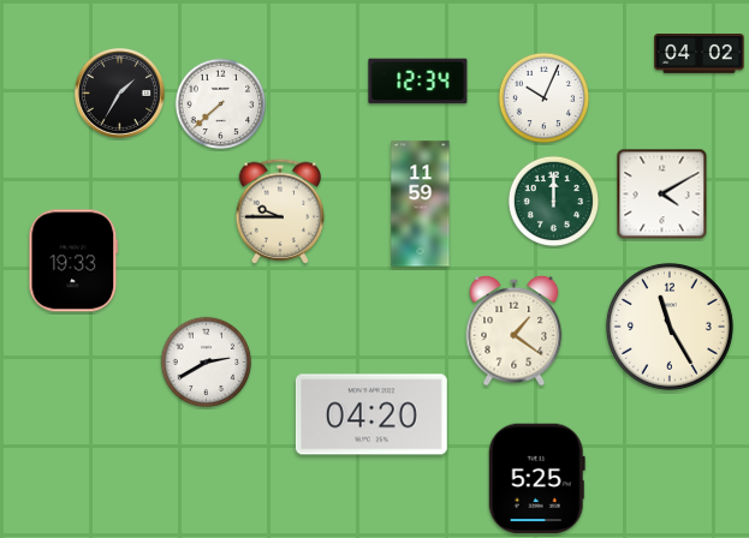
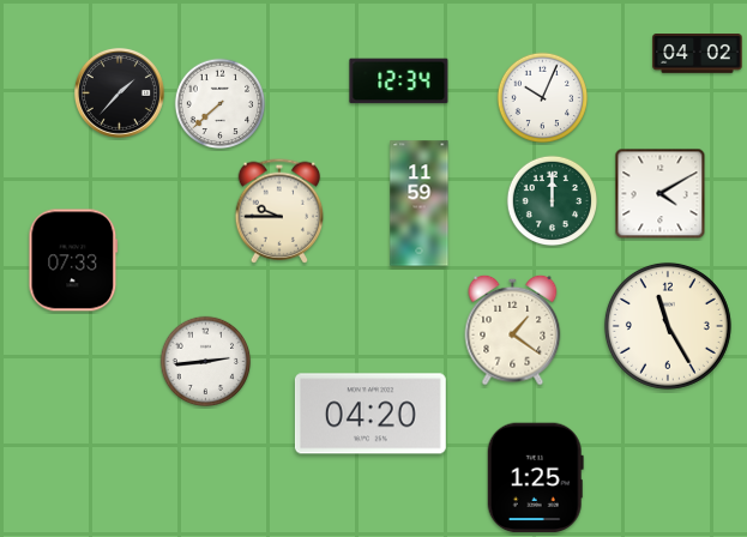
clock at (418, 82) position: (418, 82) -> (399, 82)
clock at (119, 92): 1:35 -> 1:37
clock at (73, 261): 19:33 -> 07:33
clock at (207, 363): 2:40 -> 2:44
clock at (536, 479): 5:25 -> 1:25
